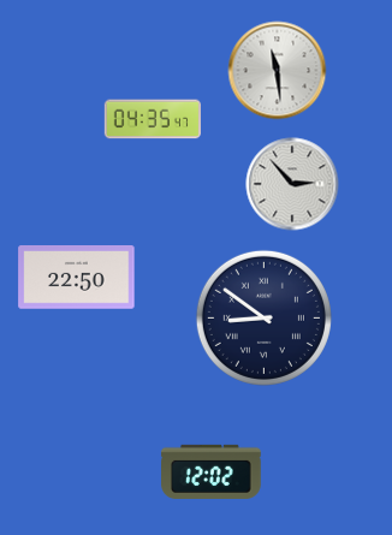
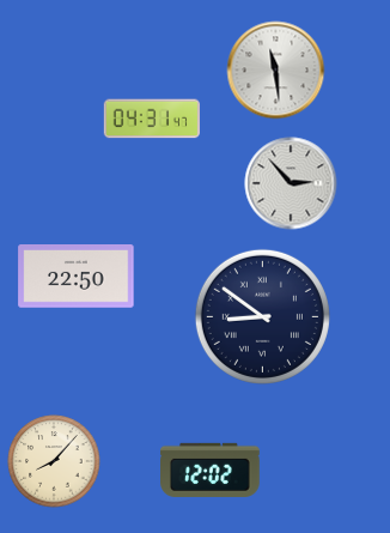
clock at (152, 119): 04:35 -> 04:31
clock at (54, 461): none -> 8:07
